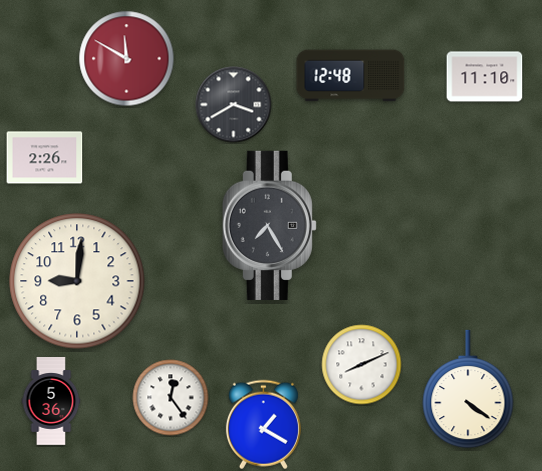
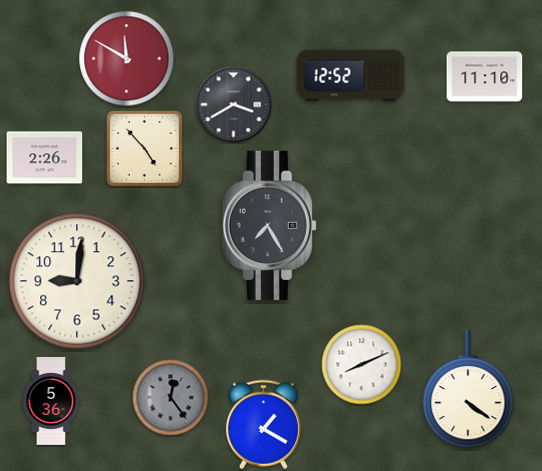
clock at (351, 76): 12:48 -> 12:52
clock at (145, 149): none -> 4:53
clock at (171, 398) dial: white -> grey
